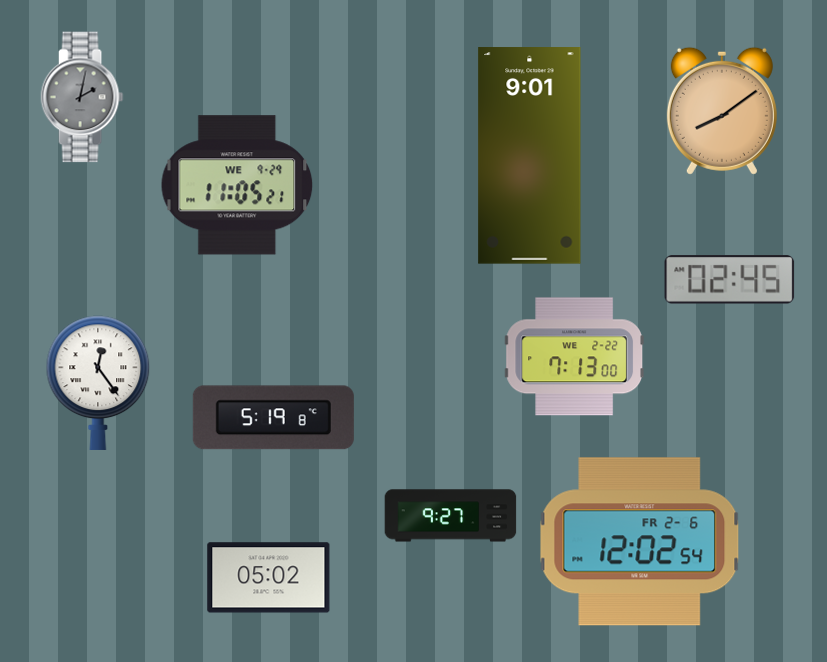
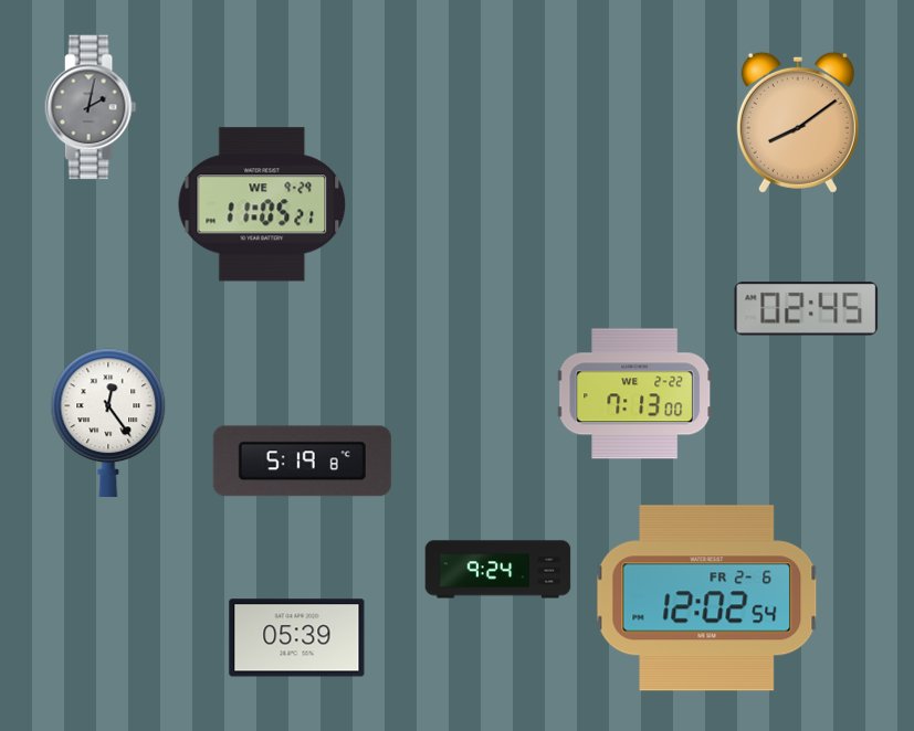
clock at (530, 156): 9:01 -> none
clock at (451, 516): 9:27 -> 9:24
clock at (269, 578): 05:02 -> 05:39
